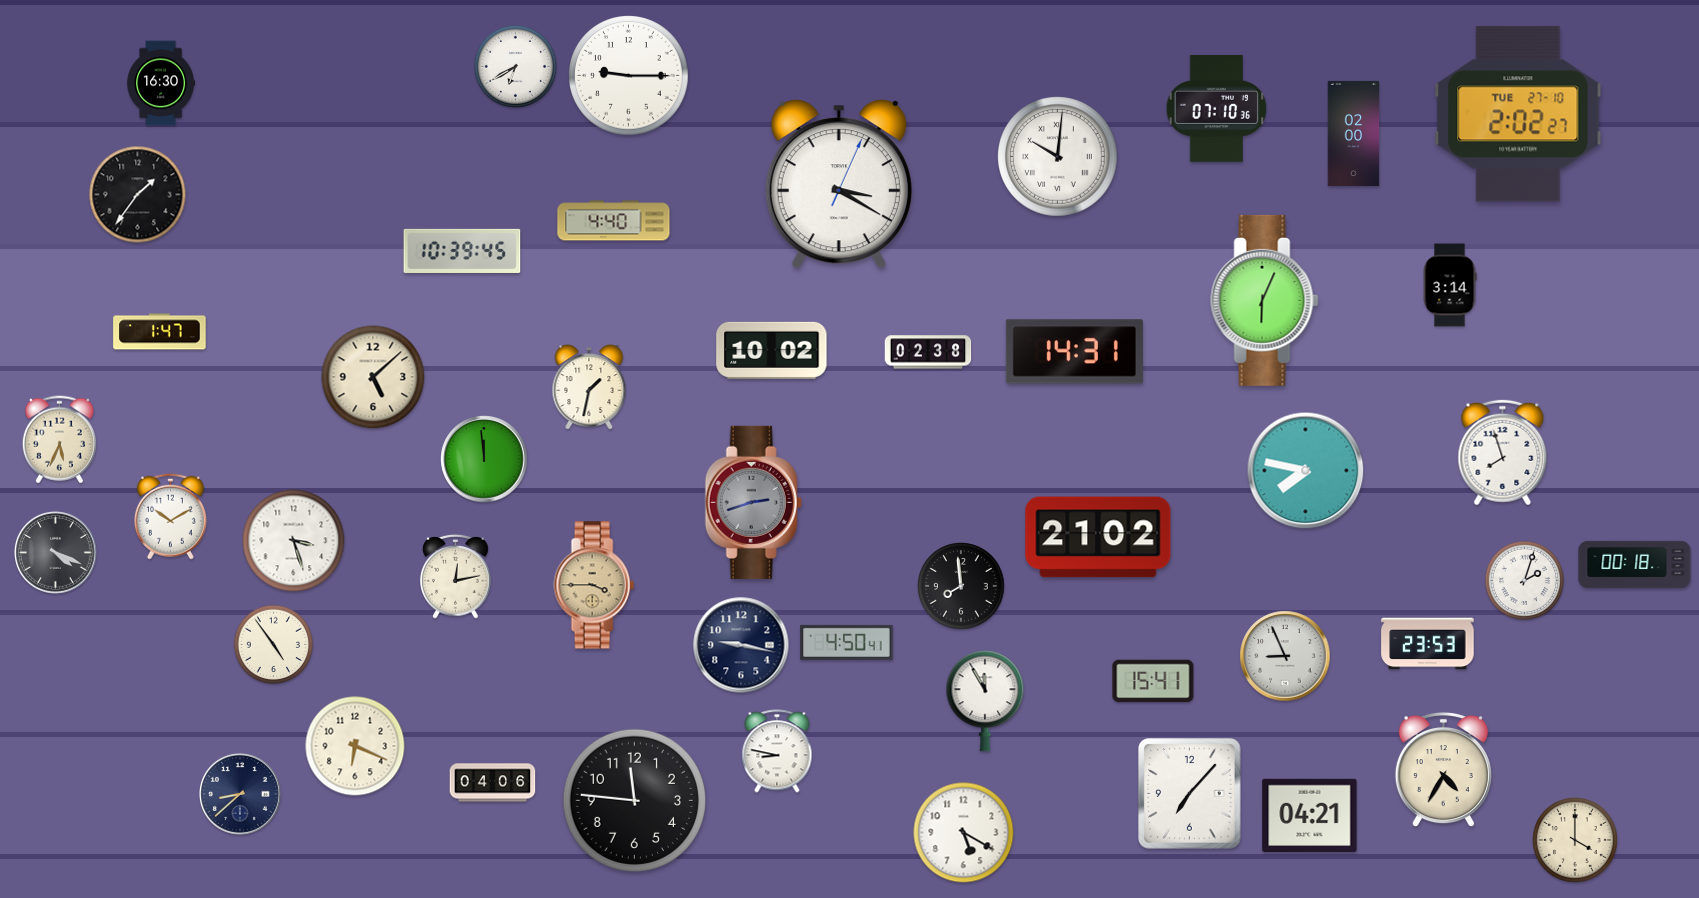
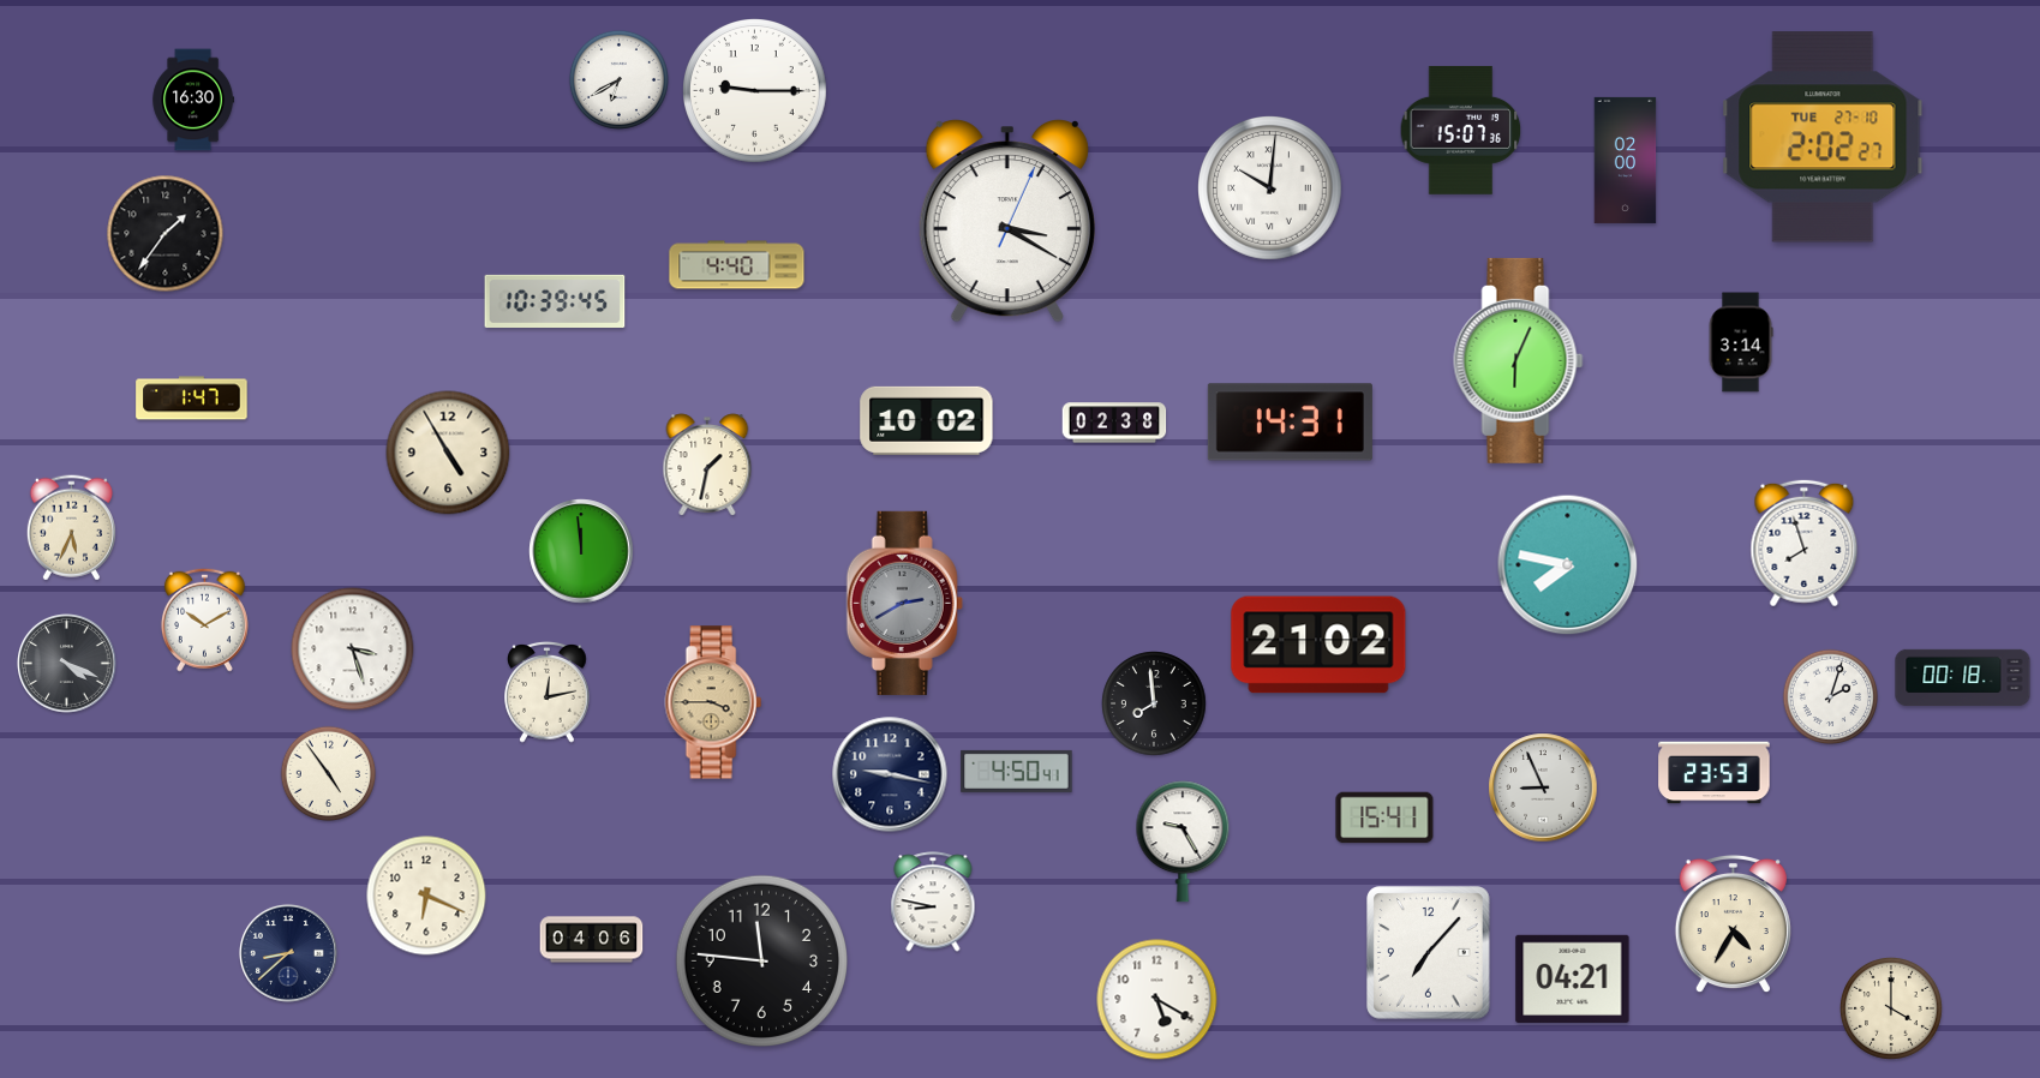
clock at (1217, 108): 07:10 -> 15:07
clock at (373, 377): 5:08 -> 4:55
clock at (753, 502): 2:42 -> 2:40
clock at (985, 701): 11:55 -> 9:25
